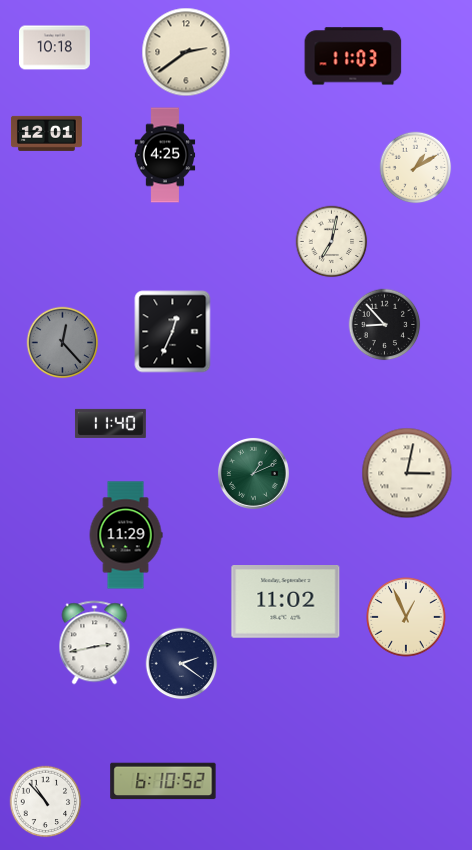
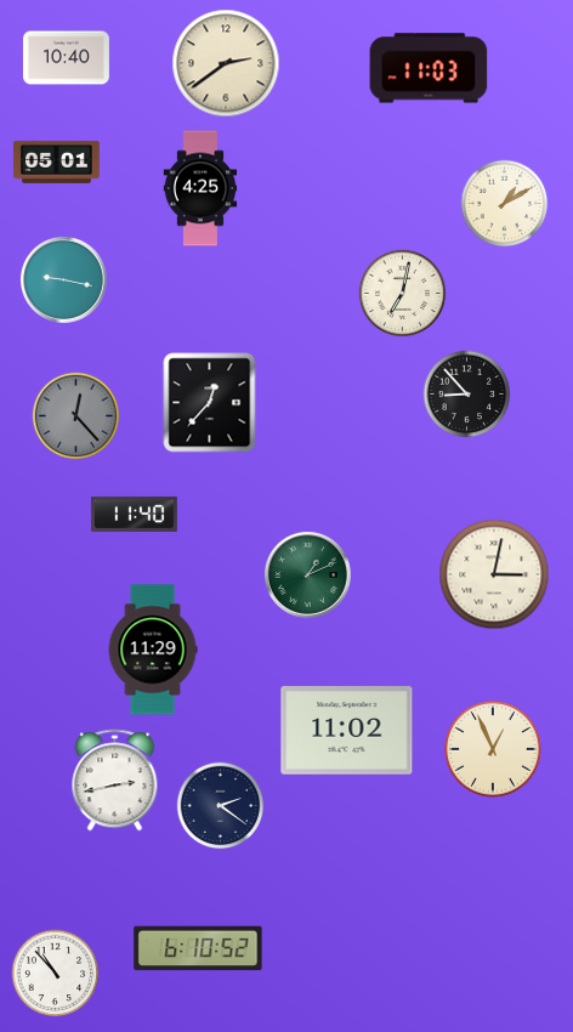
clock at (55, 48): 10:18 -> 10:40
clock at (46, 133): 12:01 -> 05:01
clock at (63, 279): none -> 9:17
clock at (173, 332): 12:34 -> 12:37
